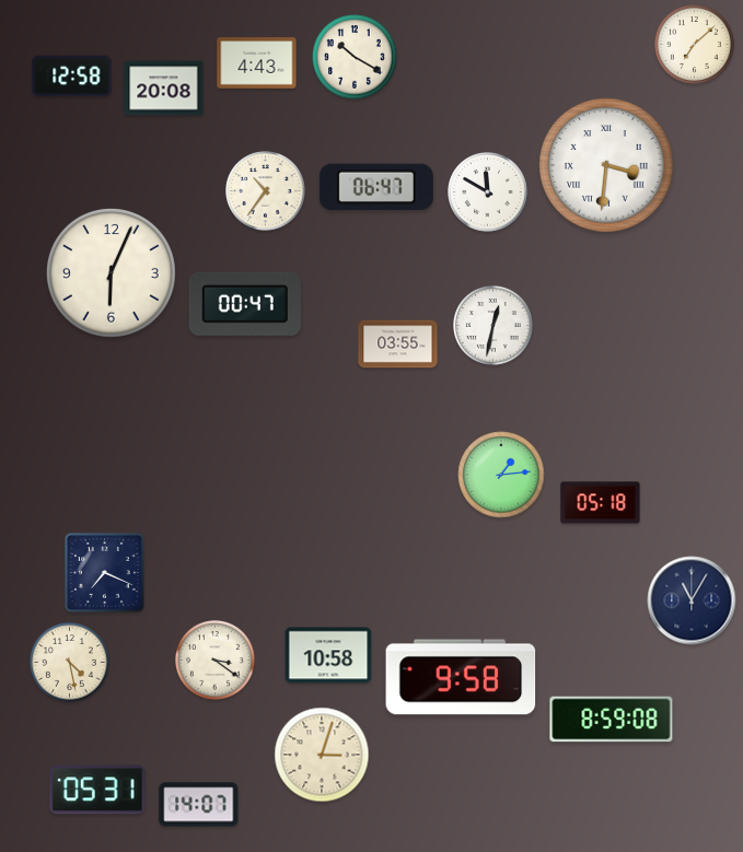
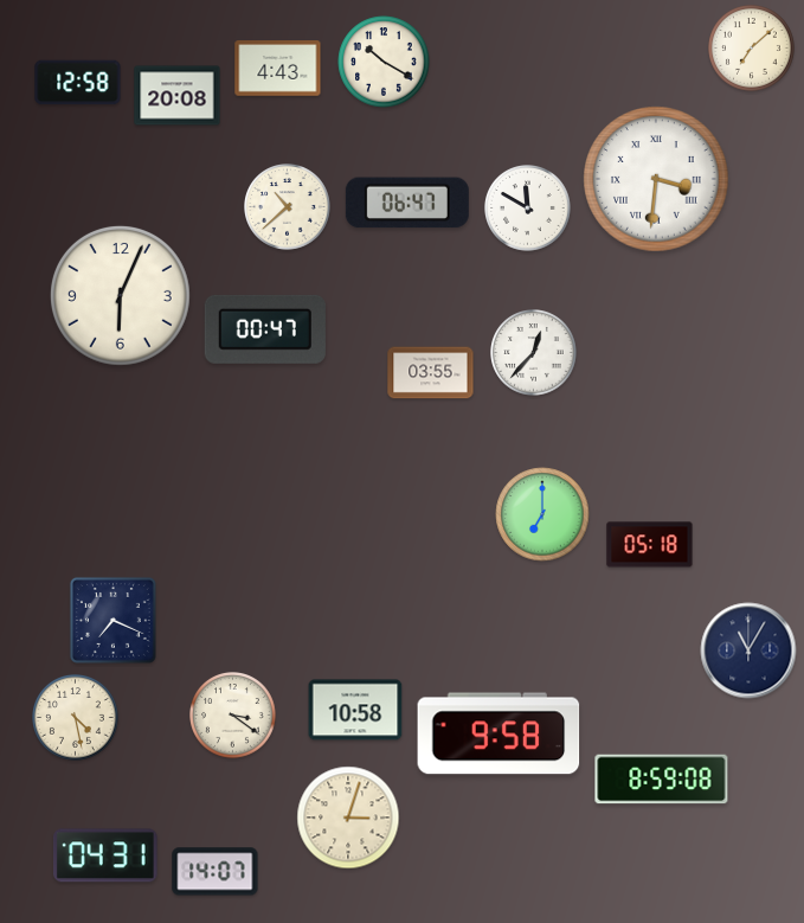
clock at (266, 191): 10:36 -> 10:38
clock at (494, 326): 12:32 -> 12:37
clock at (501, 475): 1:14 -> 7:00
clock at (98, 790): 05:31 -> 04:31
